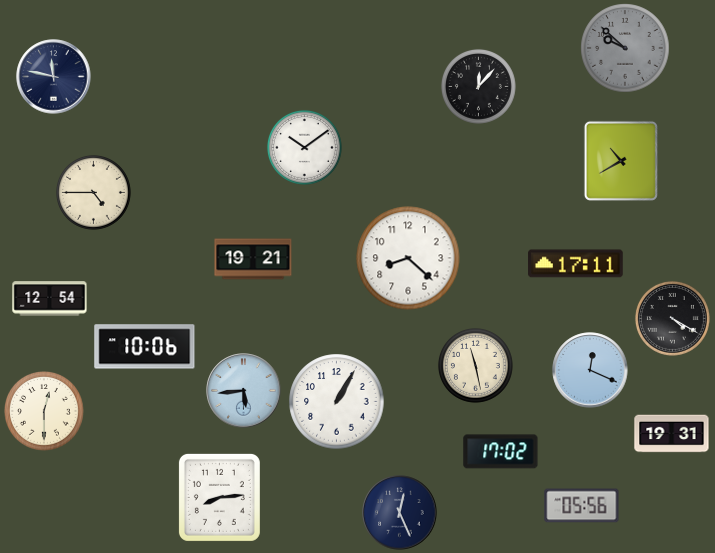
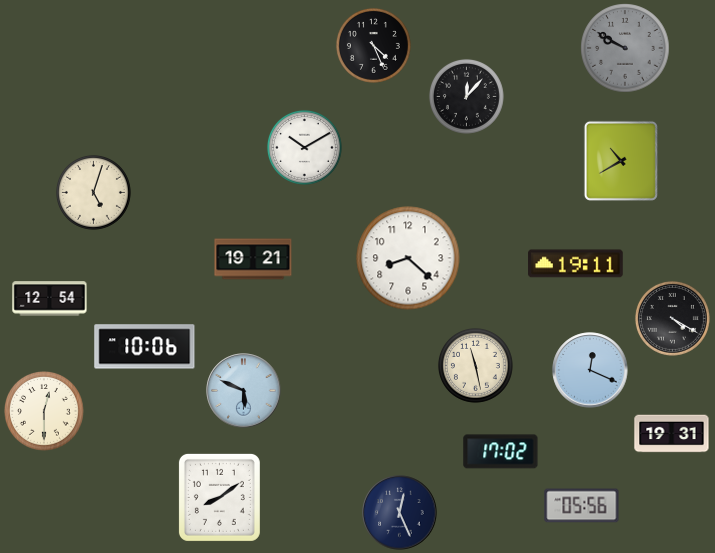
clock at (373, 45): none -> 4:26
clock at (625, 48): 9:52 -> 9:50
clock at (54, 77): 11:47 -> none
clock at (478, 86) position: (478, 86) -> (466, 96)
clock at (304, 147): 10:09 -> 10:10
clock at (93, 192): 4:45 -> 5:03
clock at (576, 264): 17:11 -> 19:11
clock at (244, 391): 5:44 -> 5:49
clock at (337, 402): 1:05 -> none
clock at (219, 497): 8:14 -> 8:09
